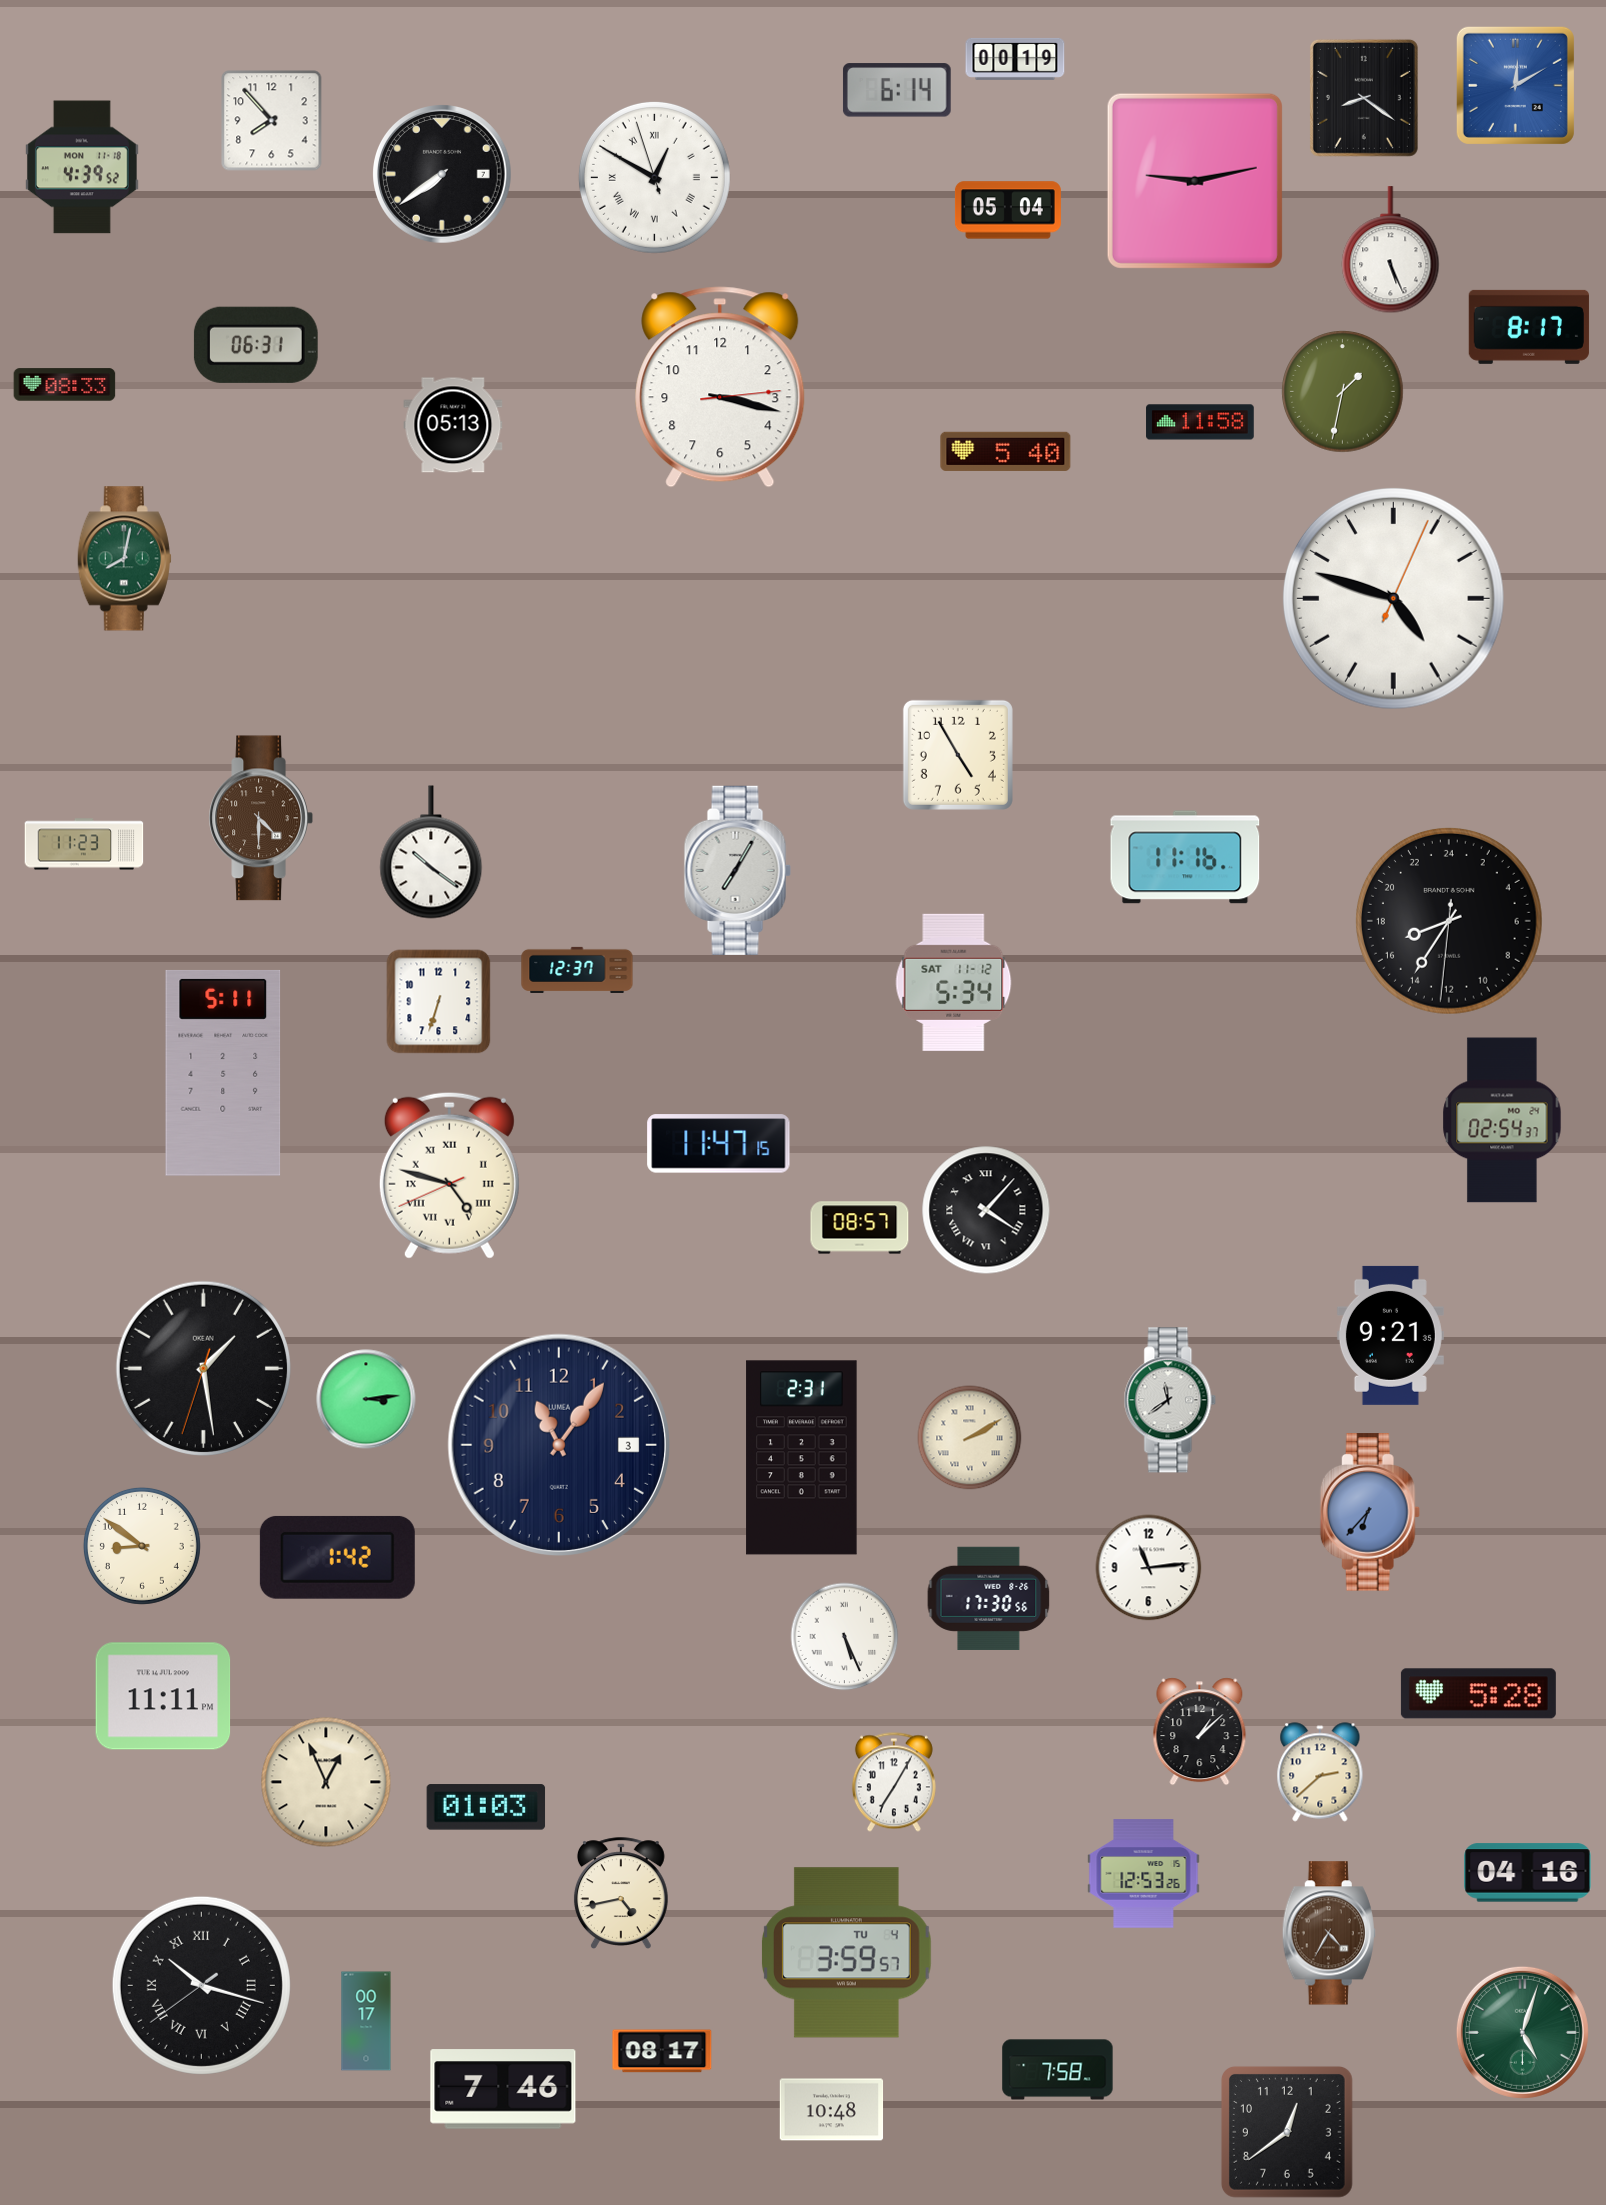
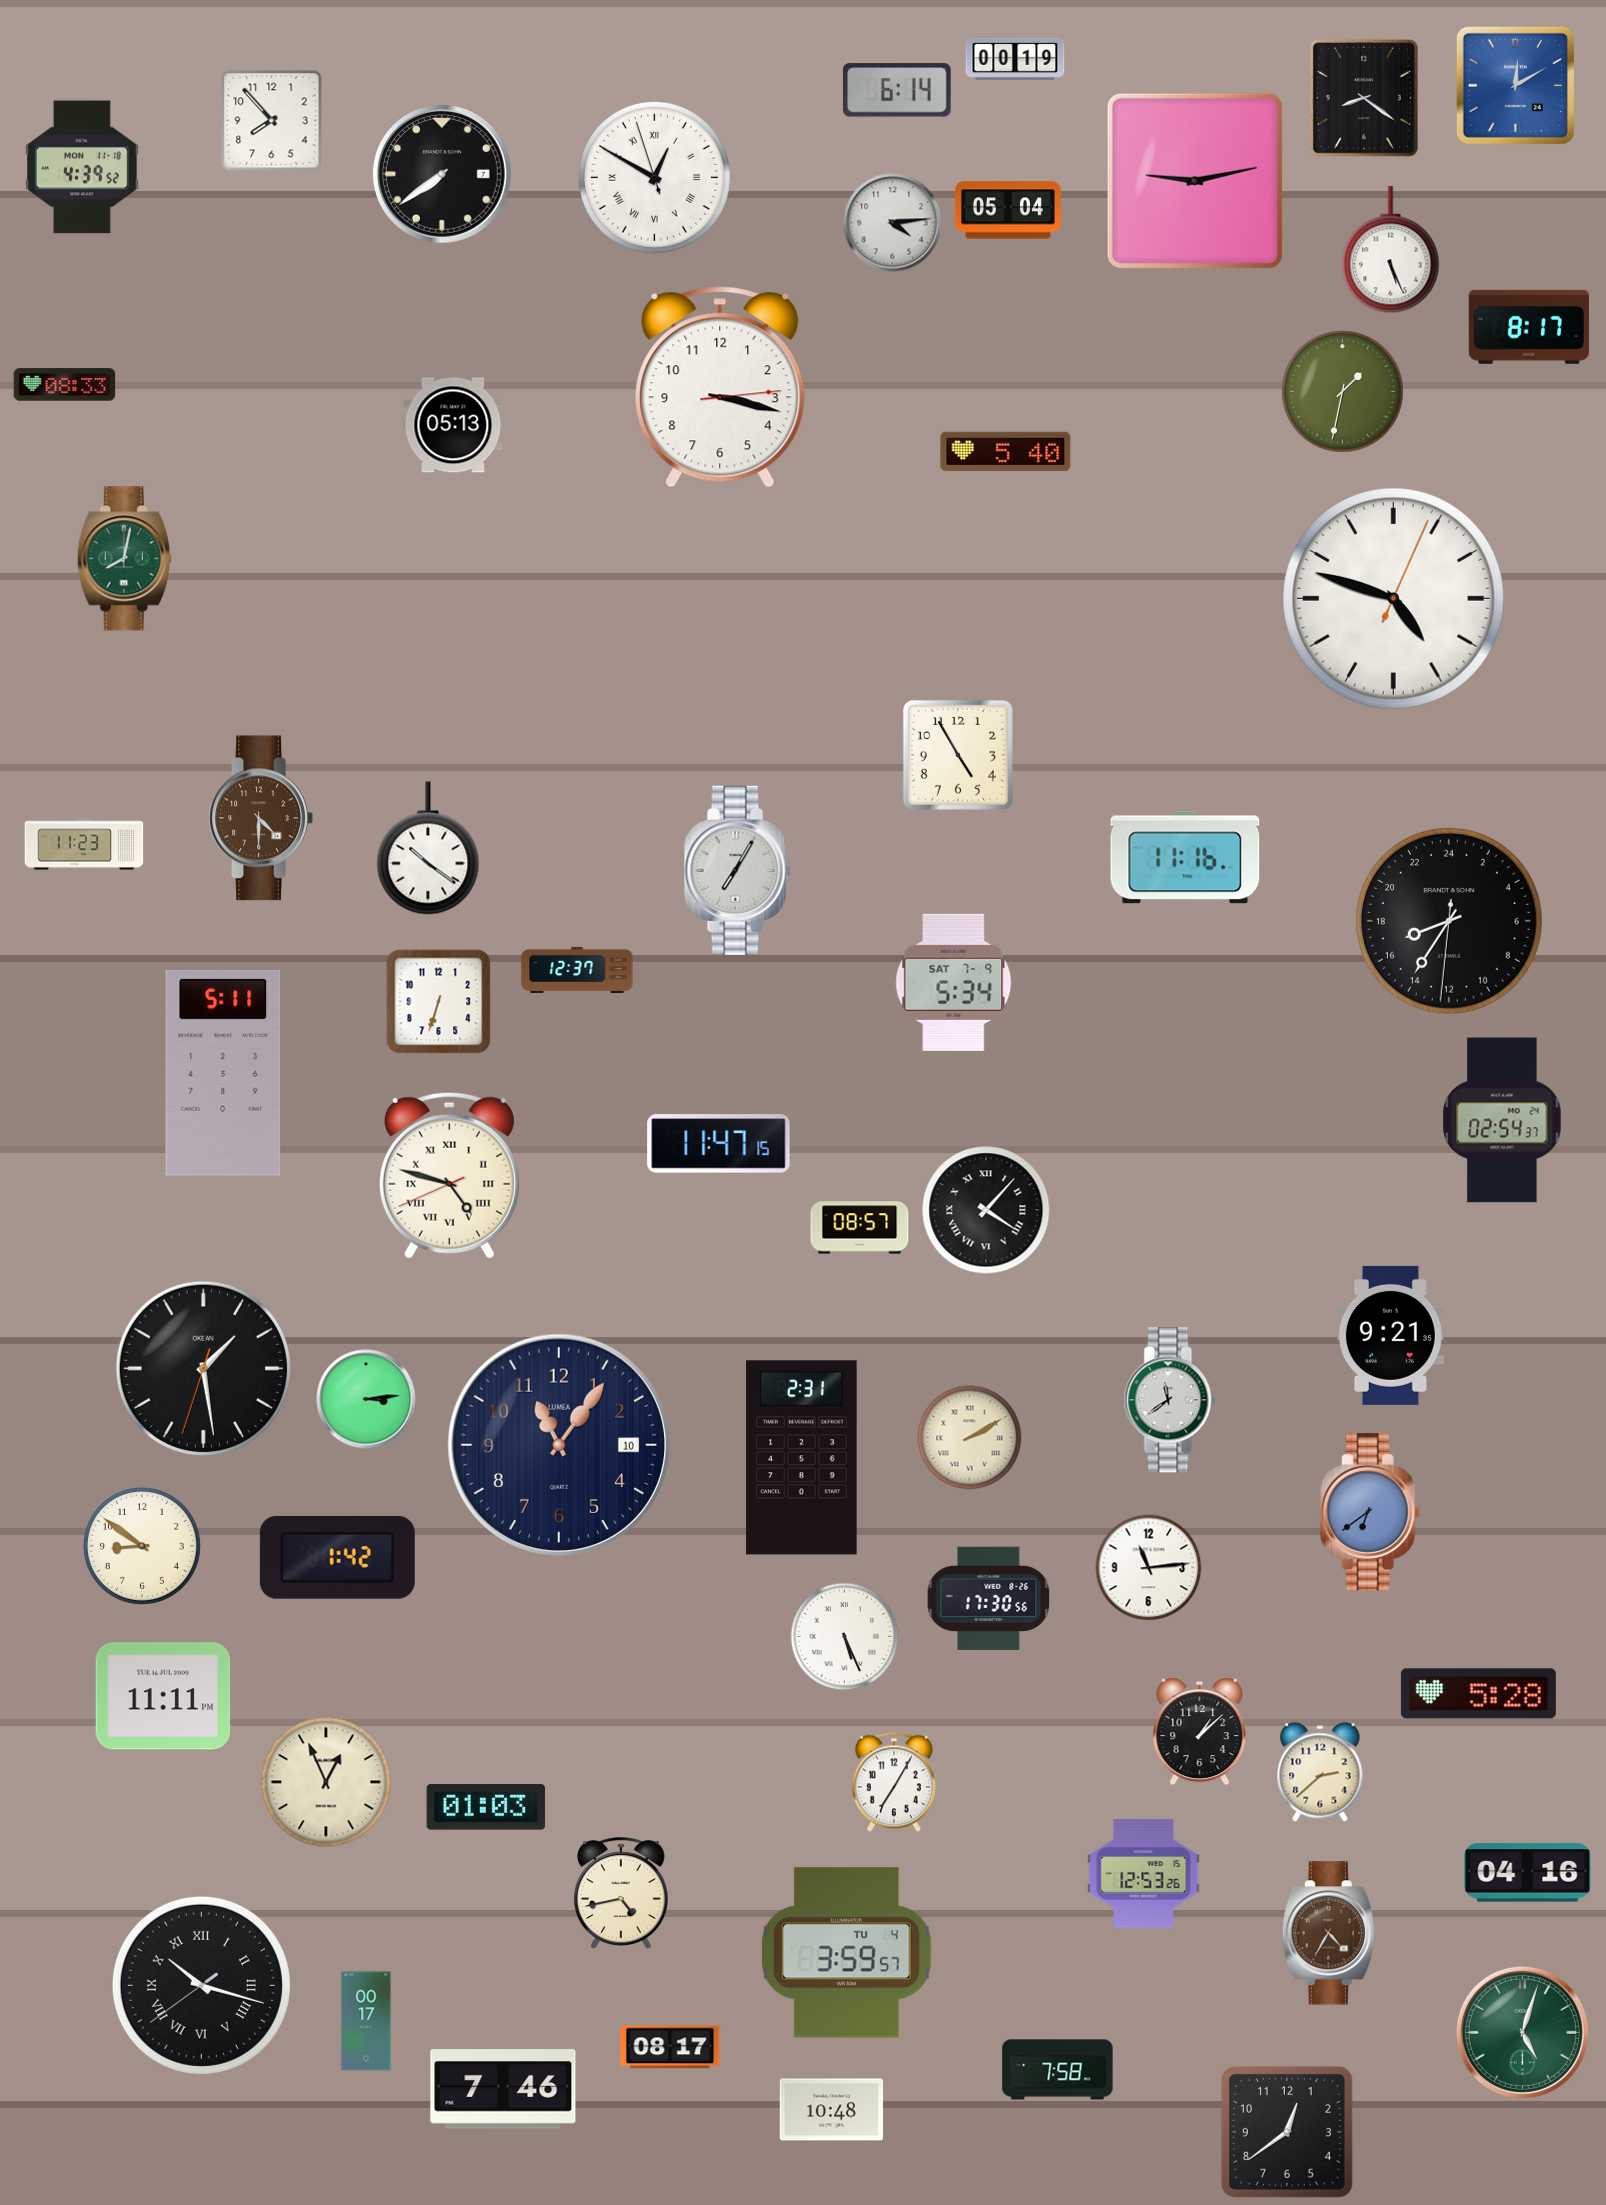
clock at (893, 223): none -> 4:14
clock at (256, 345): 06:31 -> none
clock at (1200, 422): 11:58 -> none
clock at (431, 852) position: (431, 852) -> (428, 848)
clock at (954, 982) date: SAT 11-12 -> SAT 7-9
clock at (558, 1444) date: 3 -> 10
clock at (1370, 1512): 6:37 -> 6:39
clock at (662, 2051) position: (662, 2051) -> (670, 2047)
